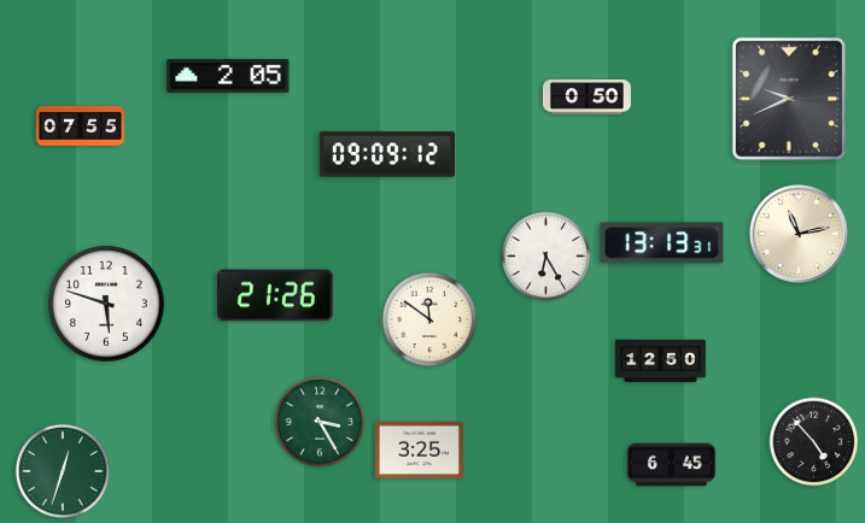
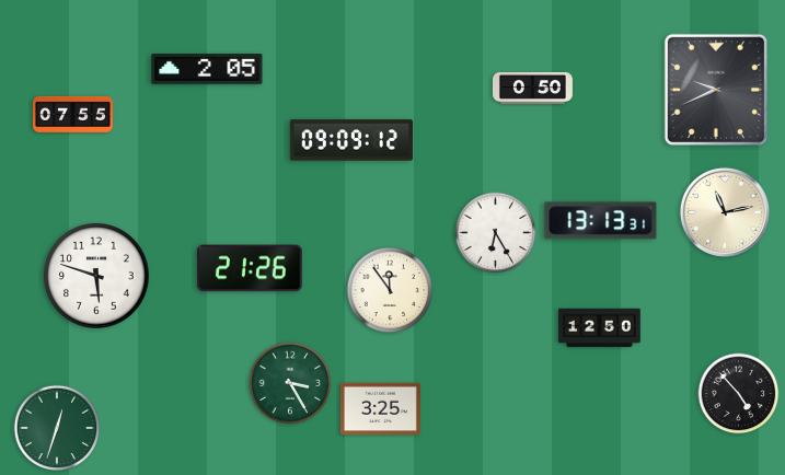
clock at (429, 319): 11:51 -> 11:54
clock at (814, 442) position: (814, 442) -> (739, 394)
clock at (671, 465): 6:45 -> none
